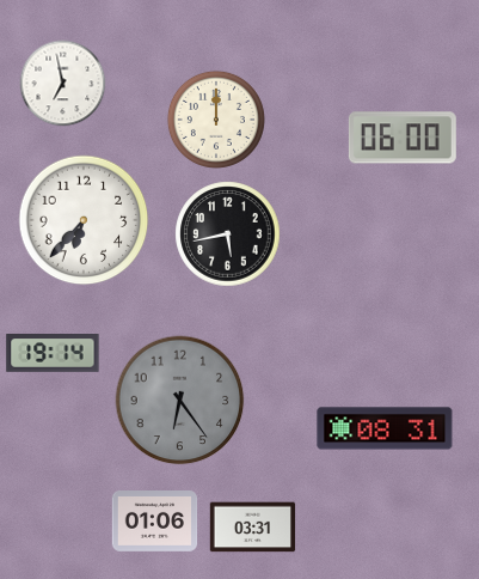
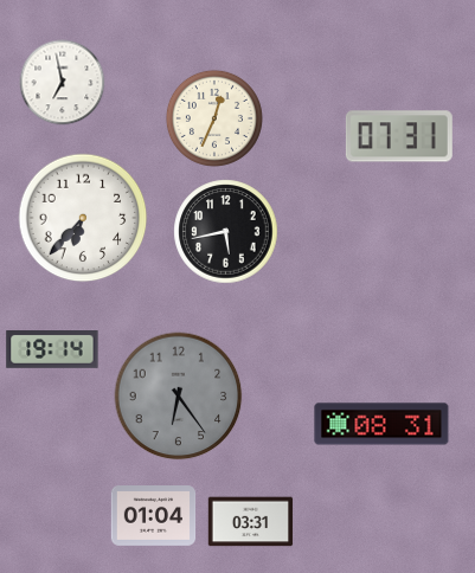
clock at (216, 120): 12:00 -> 12:34
clock at (403, 138): 06:00 -> 07:31
clock at (155, 522): 01:06 -> 01:04
